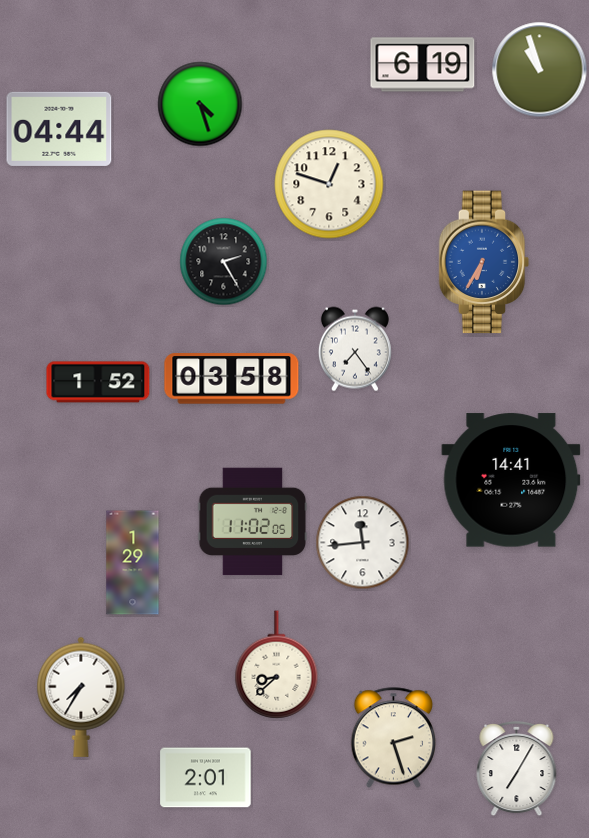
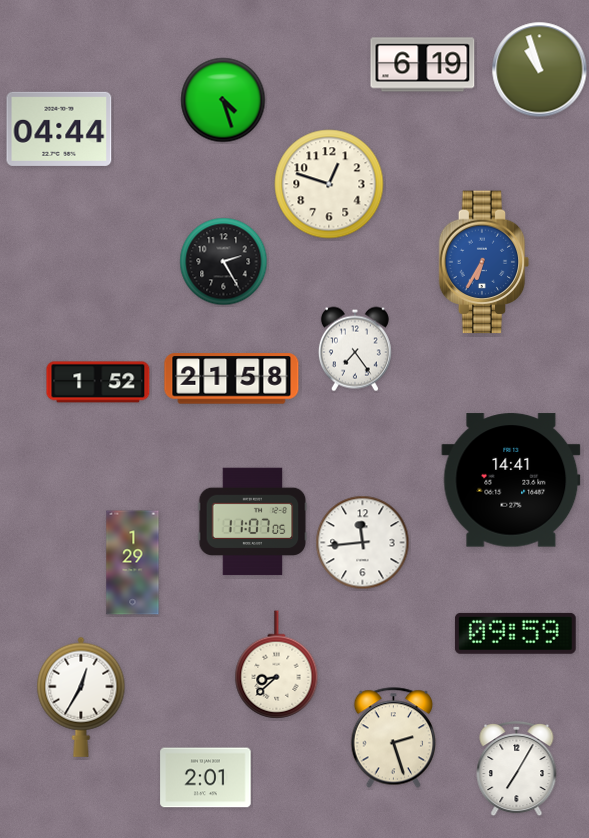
clock at (200, 104) position: (200, 104) -> (223, 100)
clock at (232, 379): 03:58 -> 21:58
clock at (253, 522): 11:02 -> 11:07
clock at (515, 633): none -> 09:59
clock at (81, 697): 7:35 -> 12:35
